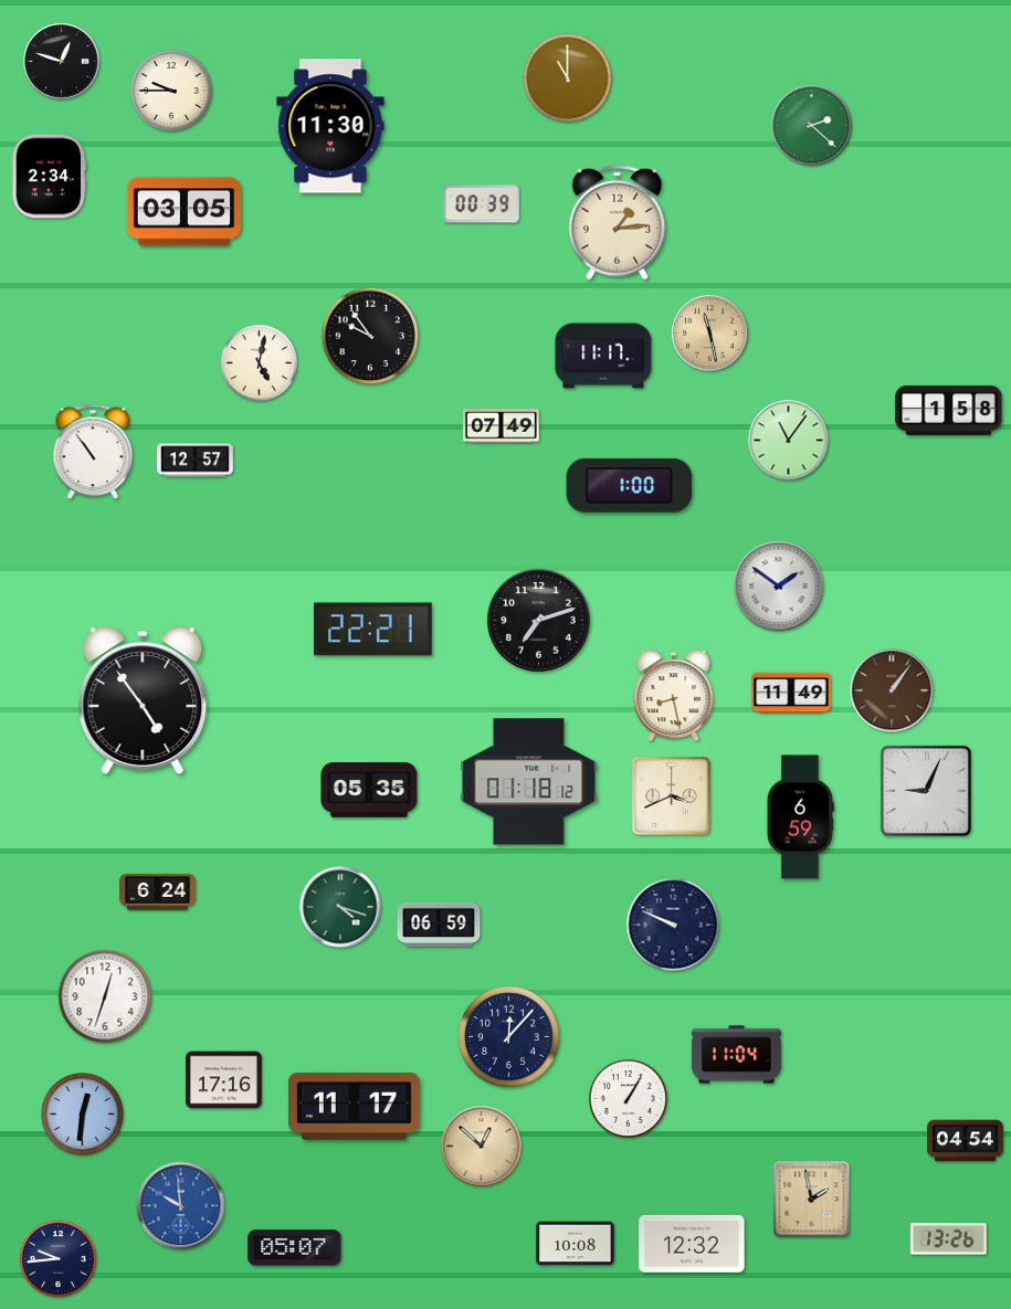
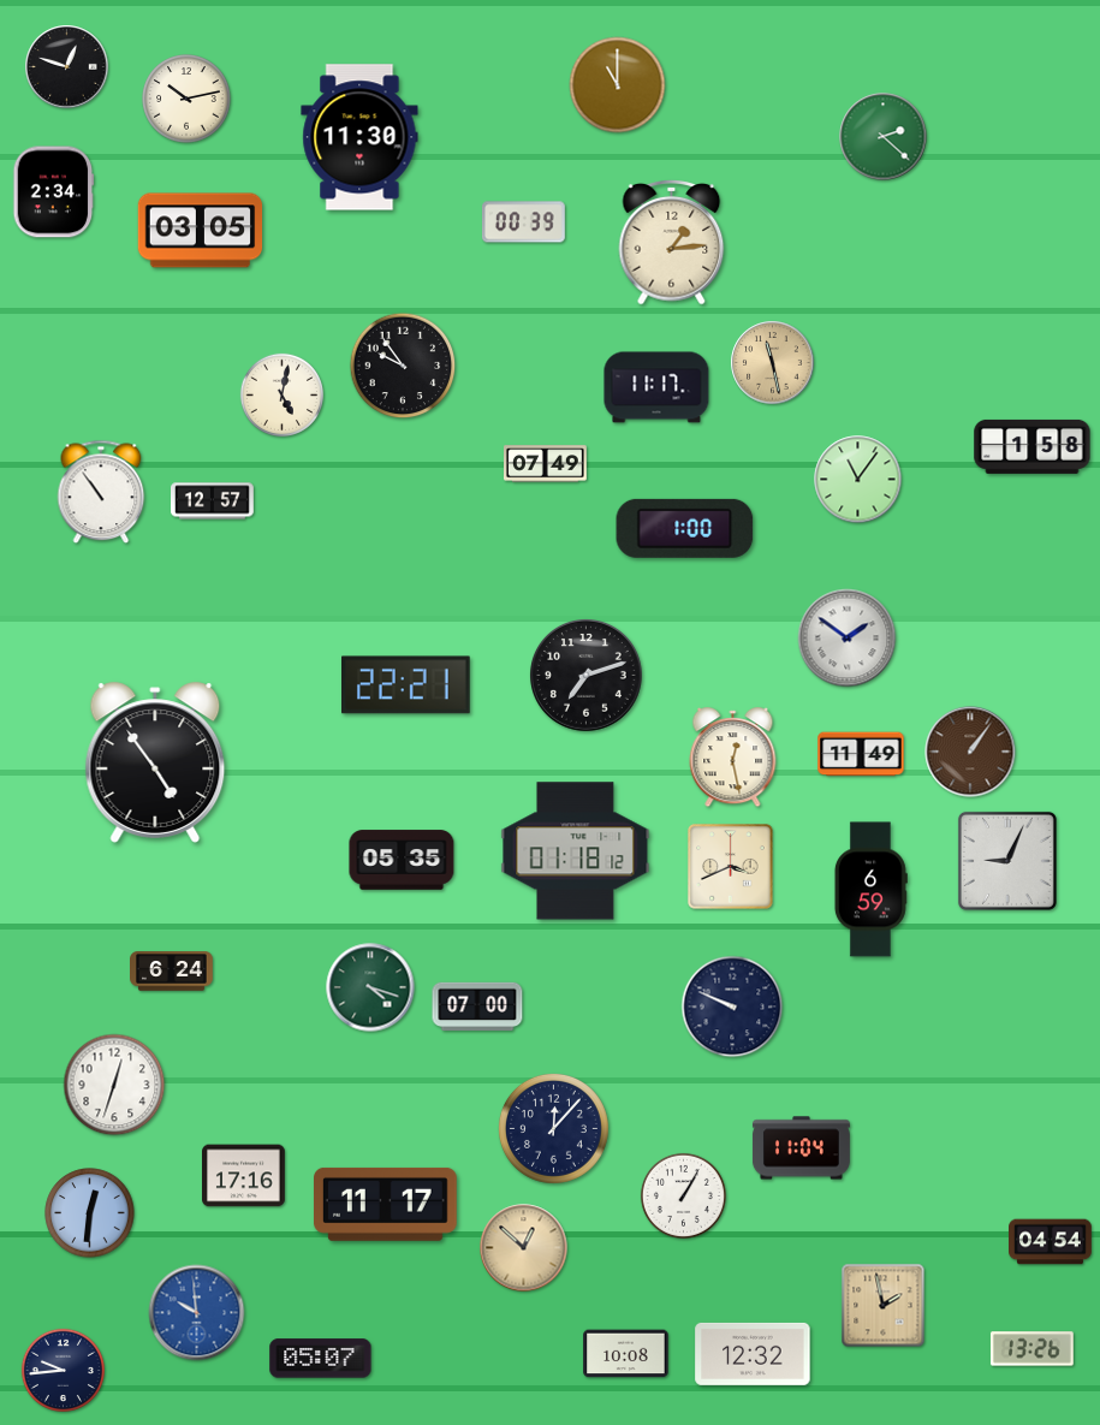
clock at (171, 91): 9:45 -> 10:13
clock at (674, 696): 8:28 -> 12:28
clock at (439, 923): 06:59 -> 07:00
